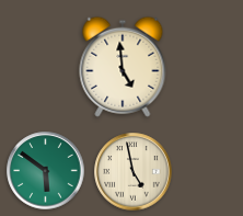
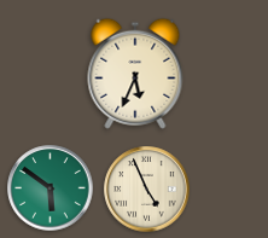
clock at (123, 67): 4:59 -> 5:34
clock at (134, 172): 4:58 -> 4:56
